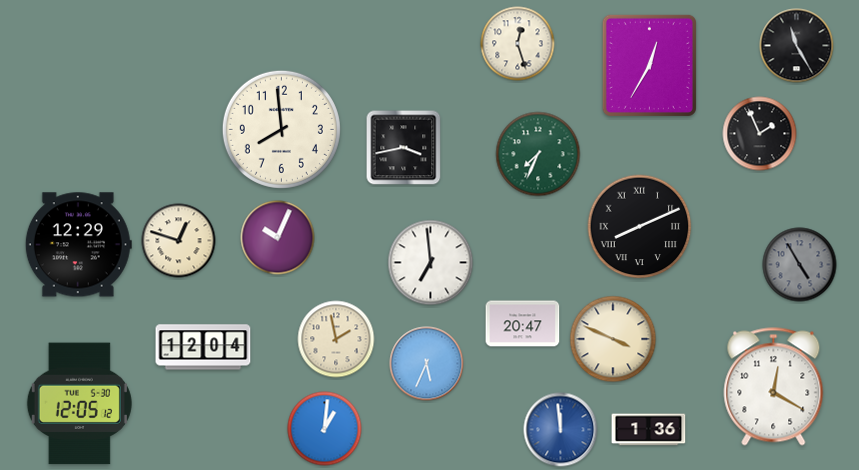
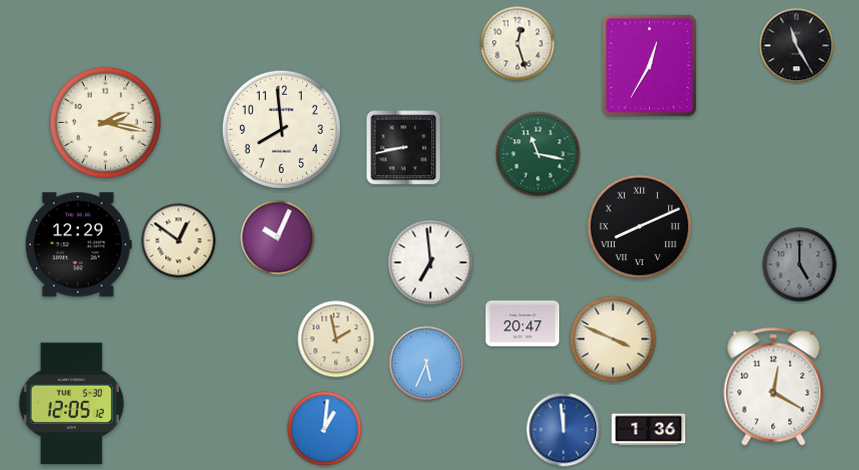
clock at (106, 123): none -> 2:17
clock at (760, 134): 1:56 -> none
clock at (404, 148): 3:43 -> 8:43
clock at (538, 154): 7:34 -> 11:17
clock at (179, 241): 12:48 -> 12:51
clock at (800, 265): 4:55 -> 5:00
clock at (203, 347): 12:04 -> none
clock at (79, 404) position: (79, 404) -> (71, 404)
clock at (561, 430) position: (561, 430) -> (564, 430)
